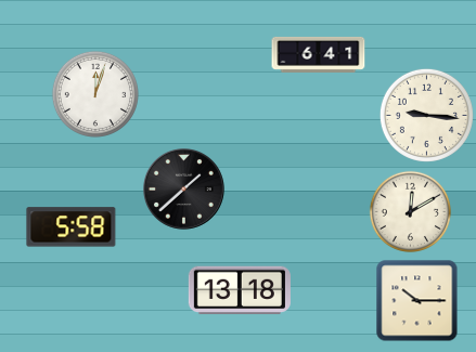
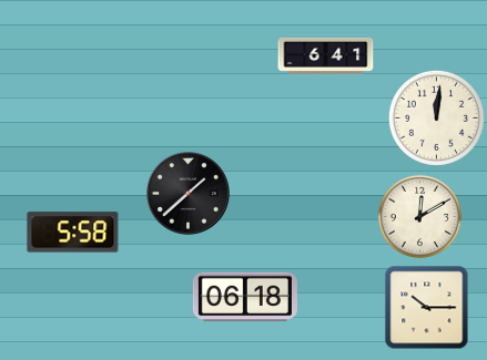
clock at (95, 94): 12:03 -> none
clock at (426, 115): 9:16 -> 12:01
clock at (240, 290): 13:18 -> 06:18
